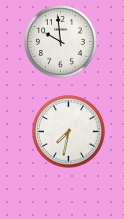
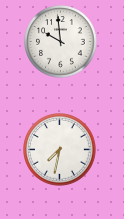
clock at (69, 132) position: (69, 132) -> (60, 150)
